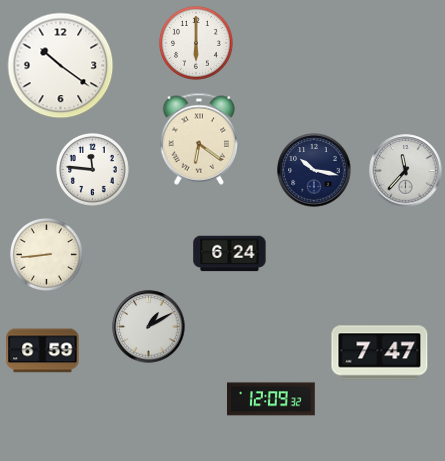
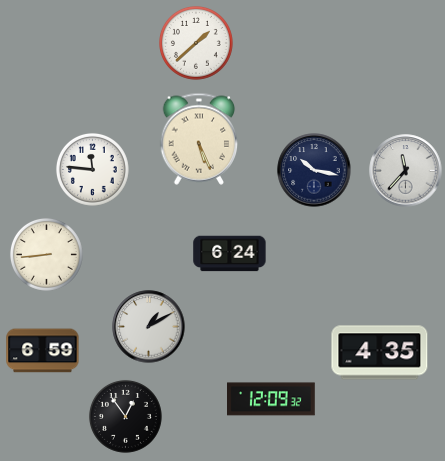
clock at (197, 44): 6:00 -> 1:38
clock at (61, 66): 10:21 -> none
clock at (199, 139): 6:21 -> 5:26
clock at (380, 353): 7:47 -> 4:35
clock at (125, 416): none -> 12:54
